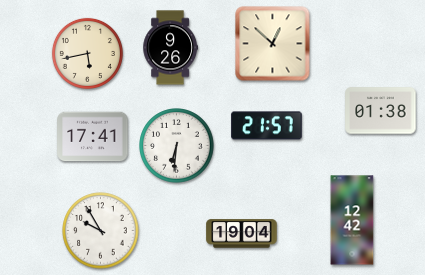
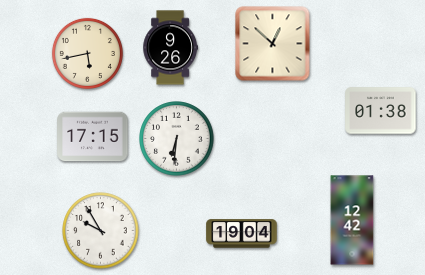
clock at (267, 126): 21:57 -> none
clock at (93, 137): 17:41 -> 17:15
clock at (177, 146) position: (177, 146) -> (177, 139)
